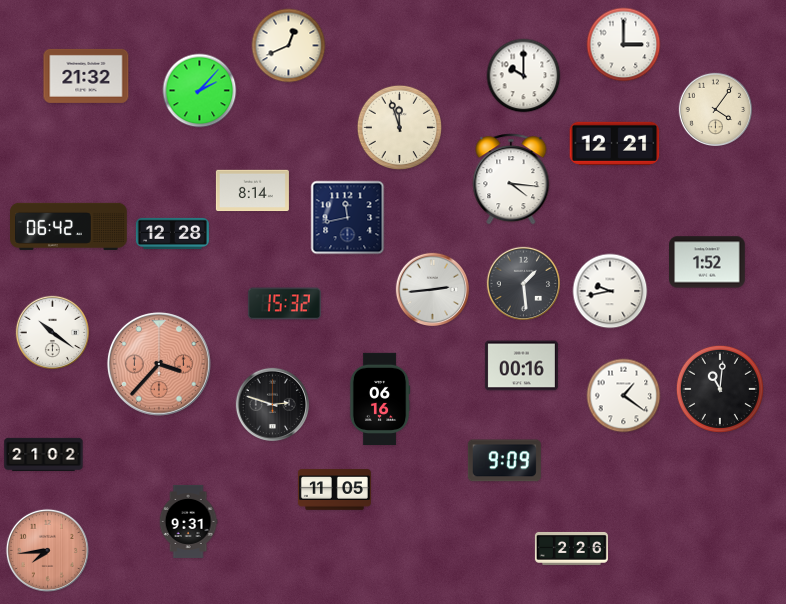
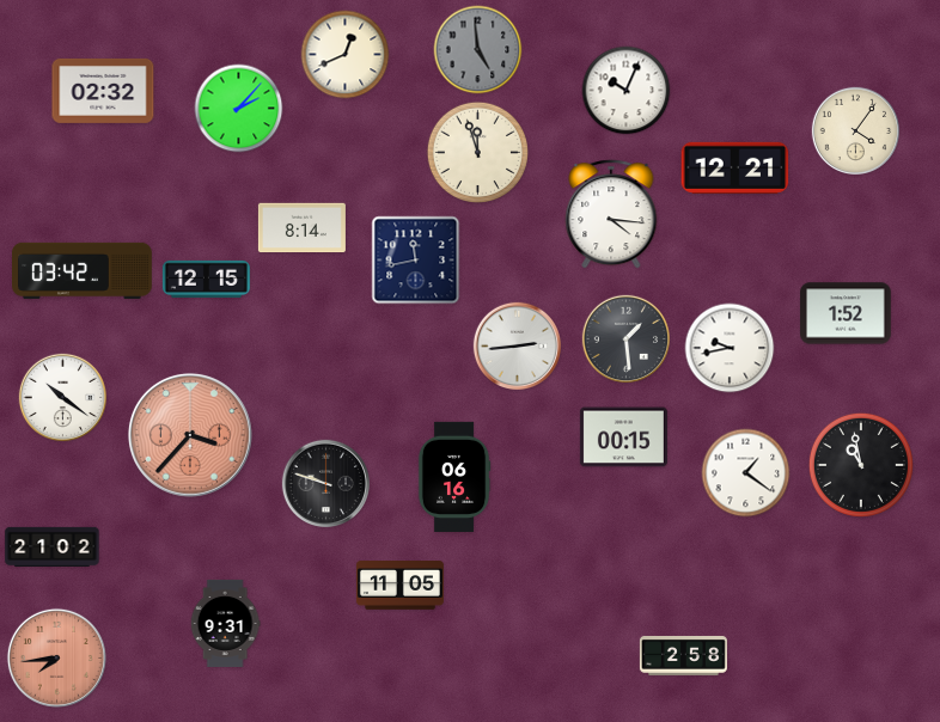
clock at (478, 50): none -> 4:59
clock at (624, 45): 3:00 -> none
clock at (86, 76): 21:32 -> 02:32
clock at (524, 76): 10:00 -> 10:04
clock at (615, 143) position: (615, 143) -> (735, 167)
clock at (69, 226): 06:42 -> 03:42
clock at (172, 233): 12:28 -> 12:15
clock at (284, 304): 15:32 -> none
clock at (521, 366): 00:16 -> 00:15
clock at (720, 389): 11:01 -> 10:58
clock at (272, 404): 2:48 -> 9:48
clock at (44, 454) position: (44, 454) -> (53, 546)
clock at (504, 461): 9:09 -> none
clock at (571, 548): 2:26 -> 2:58
